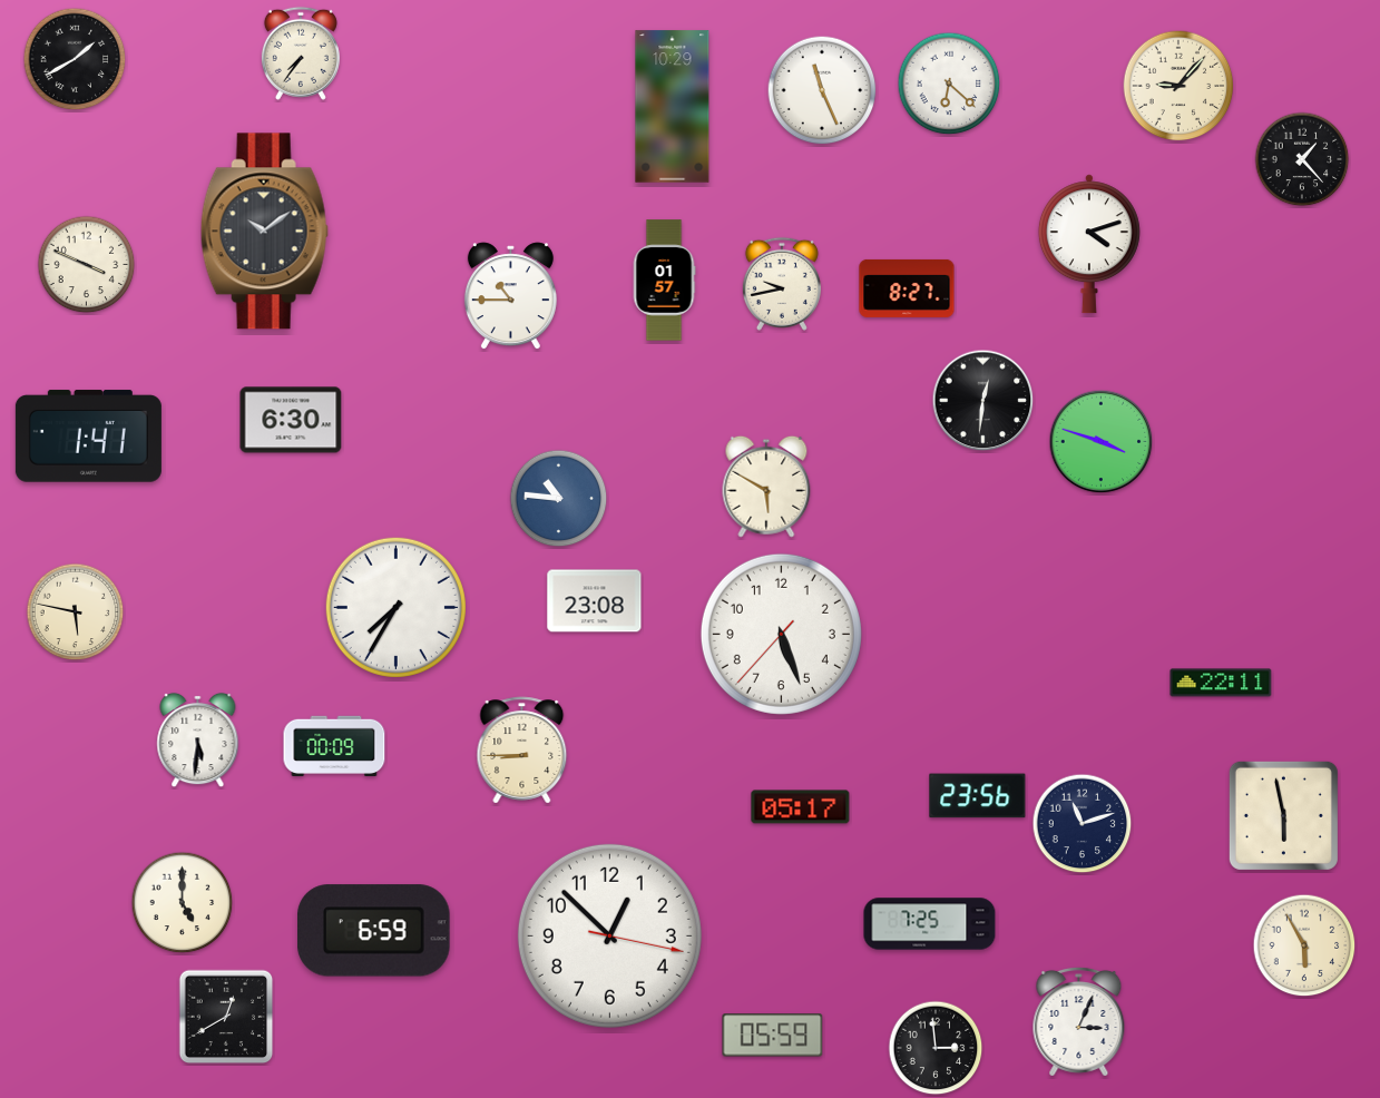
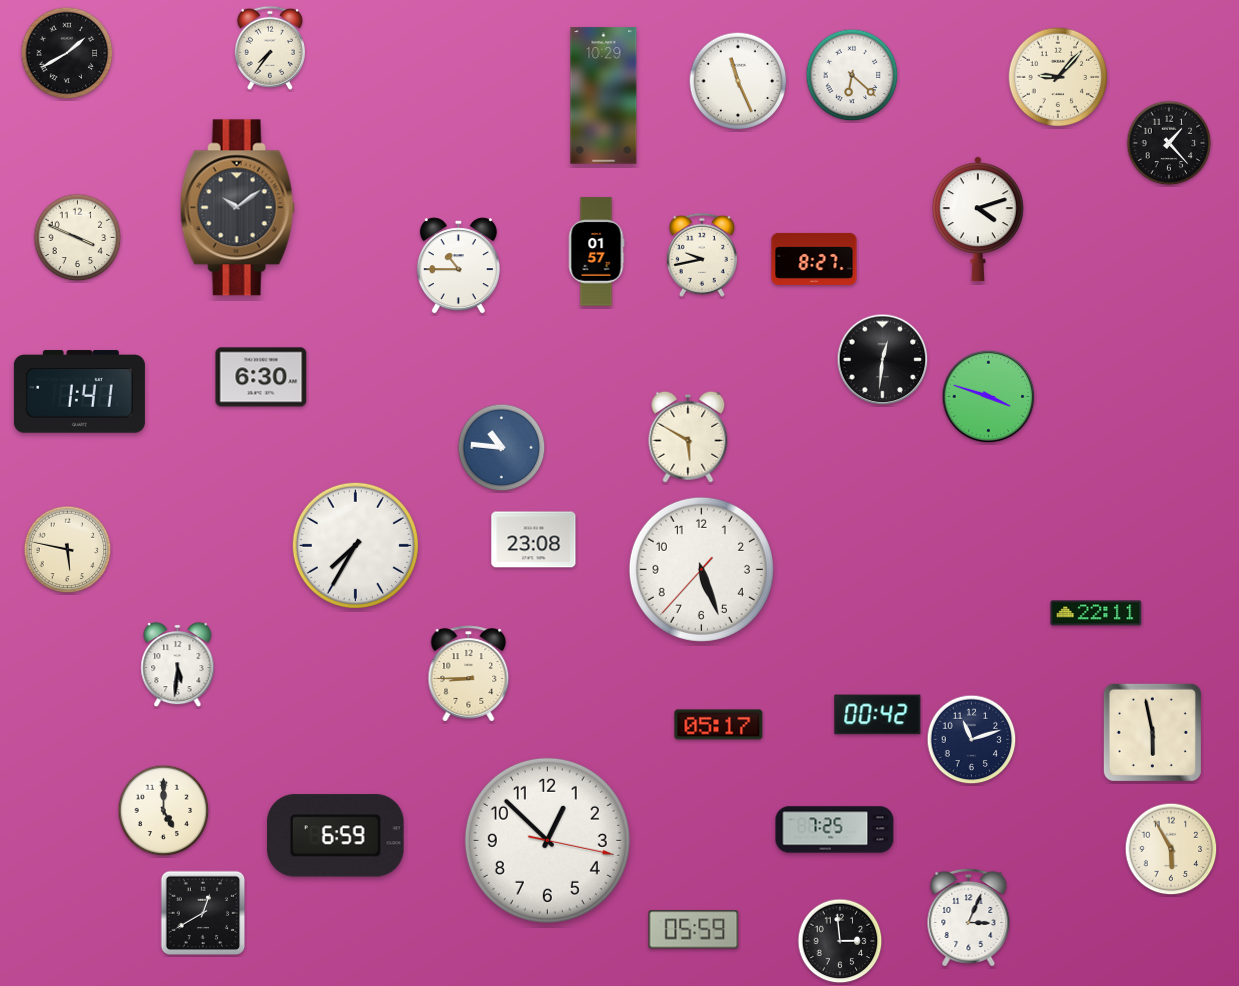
clock at (334, 746): 00:09 -> none
clock at (978, 796): 23:56 -> 00:42
